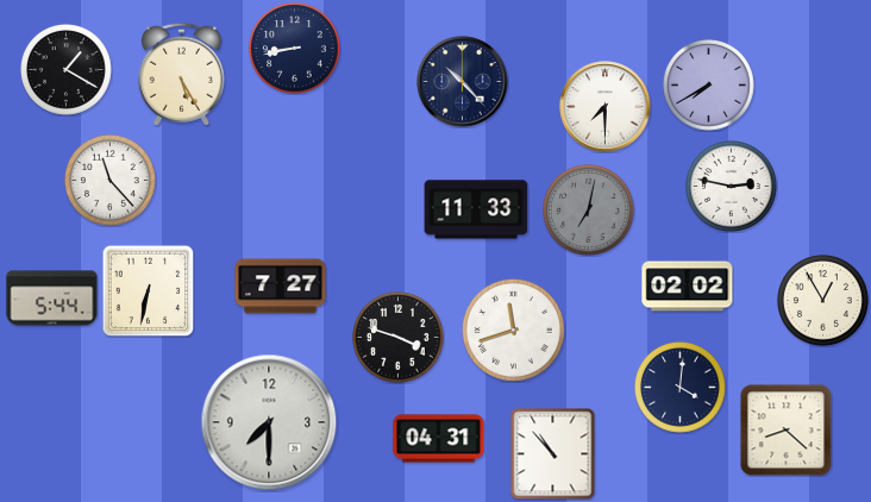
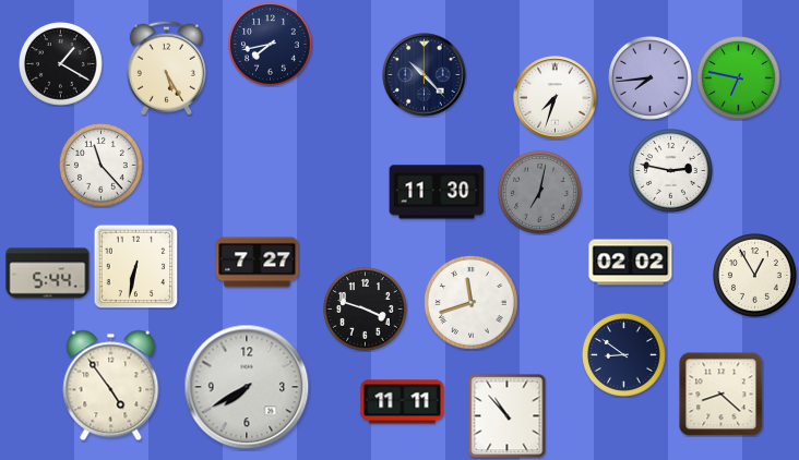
clock at (295, 49): 8:43 -> 7:43
clock at (709, 86): 7:40 -> 7:44
clock at (739, 78): none -> 6:47
clock at (606, 107): 7:30 -> 7:33
clock at (476, 209): 11:33 -> 11:30
clock at (681, 388): 4:01 -> 8:51
clock at (111, 386): none -> 4:54
clock at (269, 422): 7:30 -> 7:40
clock at (439, 439): 04:31 -> 11:11
